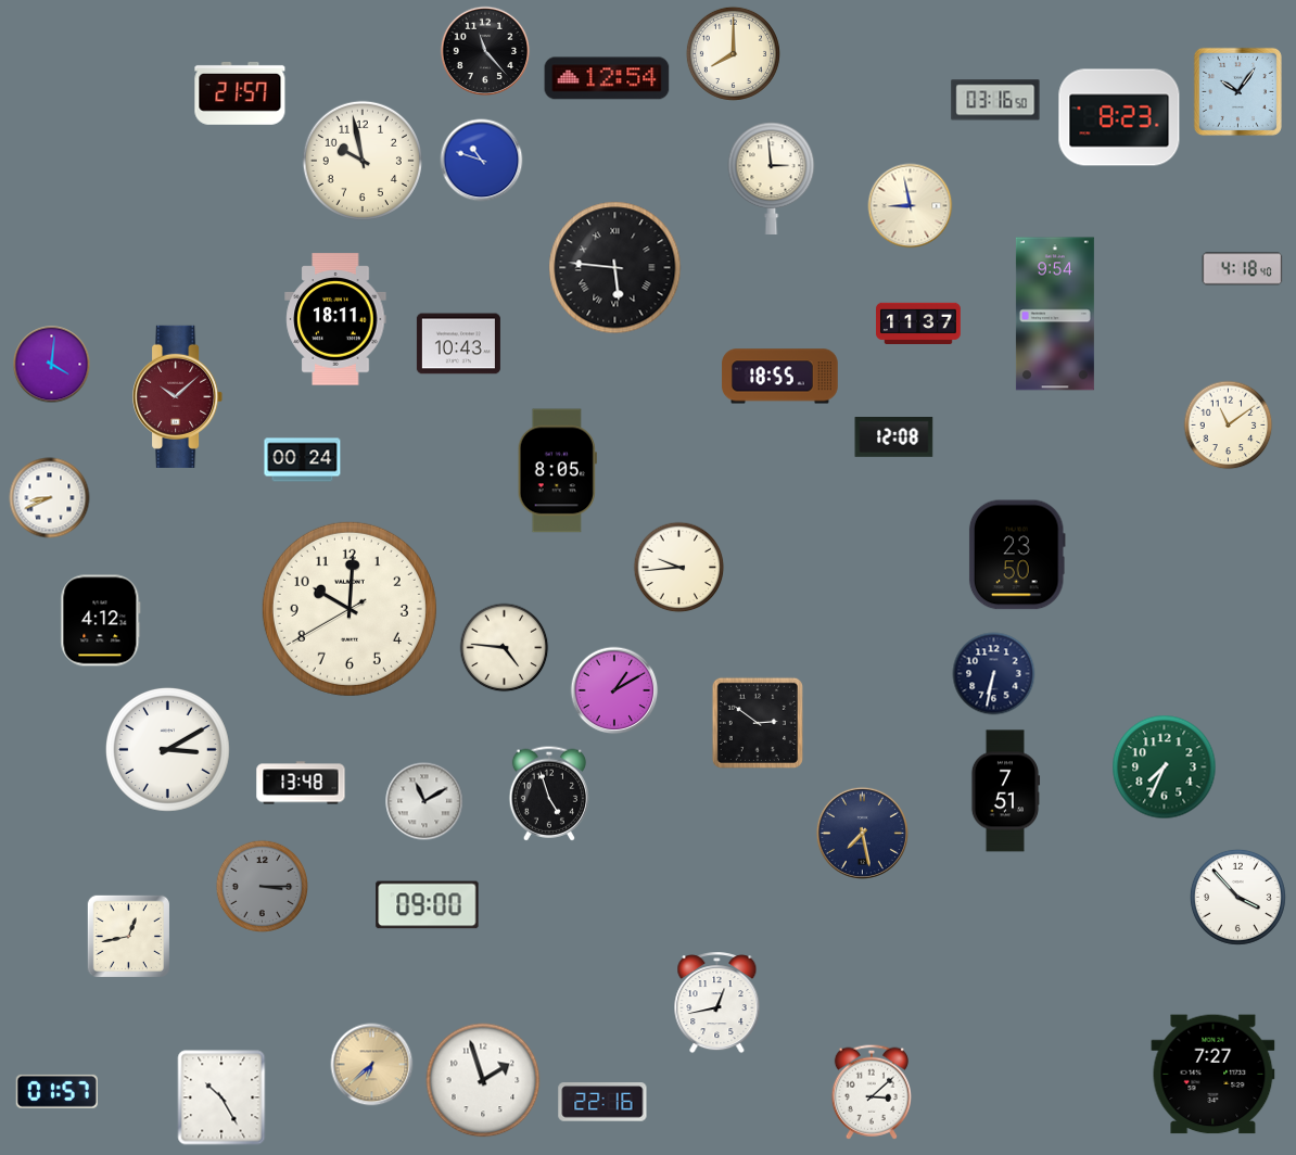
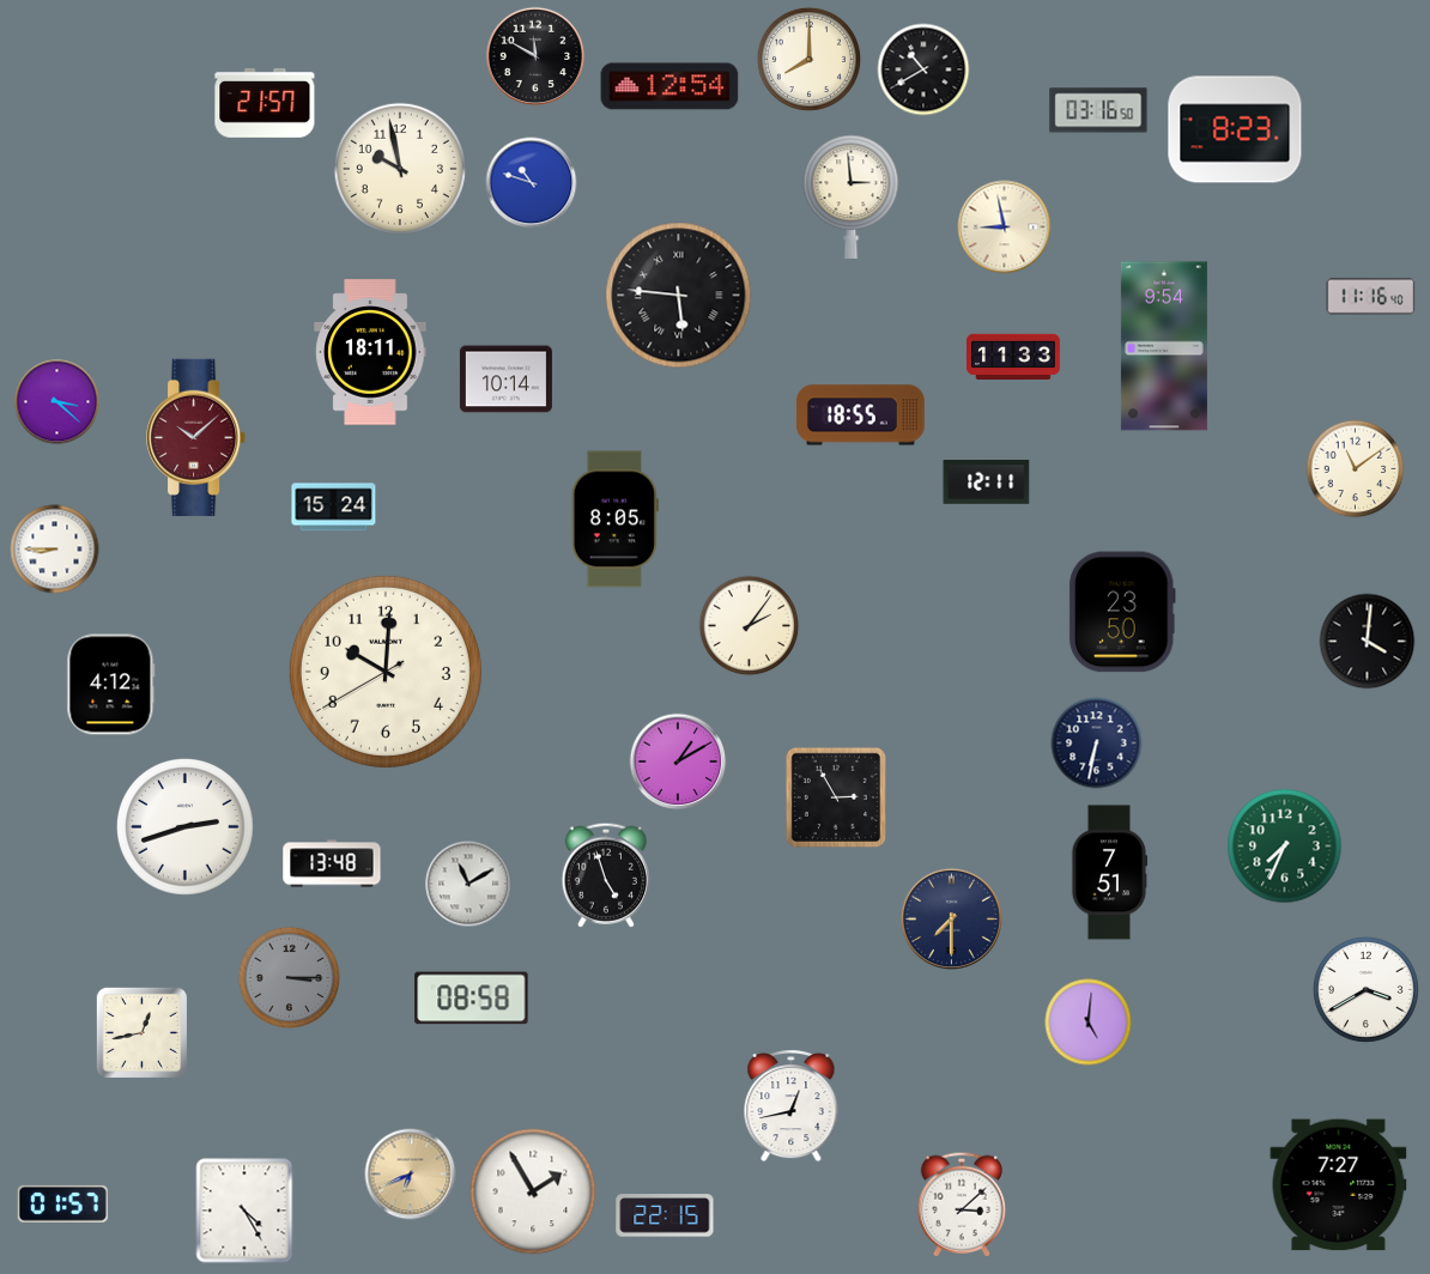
clock at (485, 51): 11:23 -> 11:50
clock at (923, 69): none -> 10:40
clock at (1237, 91): 10:06 -> none
clock at (363, 161) position: (363, 161) -> (400, 169)
clock at (482, 161) position: (482, 161) -> (532, 183)
clock at (1243, 269): 4:18 -> 11:16
clock at (919, 322): 11:37 -> 11:33
clock at (458, 344): 10:43 -> 10:14
clock at (52, 365): 4:01 -> 3:22
clock at (894, 437): 12:08 -> 12:11
clock at (303, 460): 00:24 -> 15:24
clock at (50, 498): 8:41 -> 8:45
clock at (679, 568): 9:44 -> 2:06
clock at (1368, 642): none -> 4:01
clock at (505, 648): 4:46 -> none
clock at (758, 723): 2:51 -> 2:55
clock at (167, 749): 3:10 -> 2:42
clock at (862, 833): 7:28 -> 7:30
clock at (1237, 897): 3:53 -> 3:40
clock at (428, 905): 09:00 -> 08:58
clock at (1089, 1023): none -> 5:01
clock at (372, 1065): 6:38 -> 6:41
clock at (483, 1080): 1:57 -> 1:55
clock at (221, 1097): 10:25 -> 4:25
clock at (602, 1102): 22:16 -> 22:15
